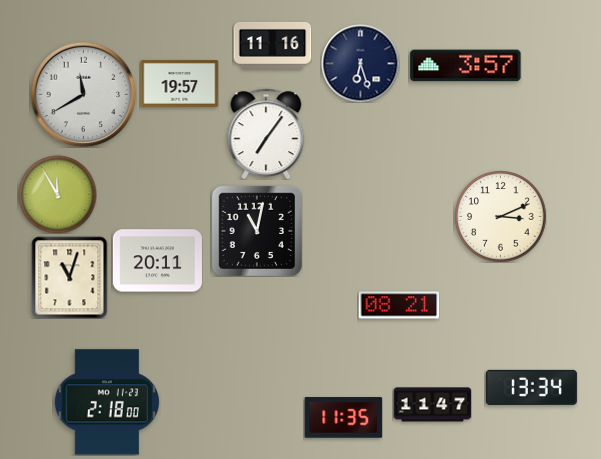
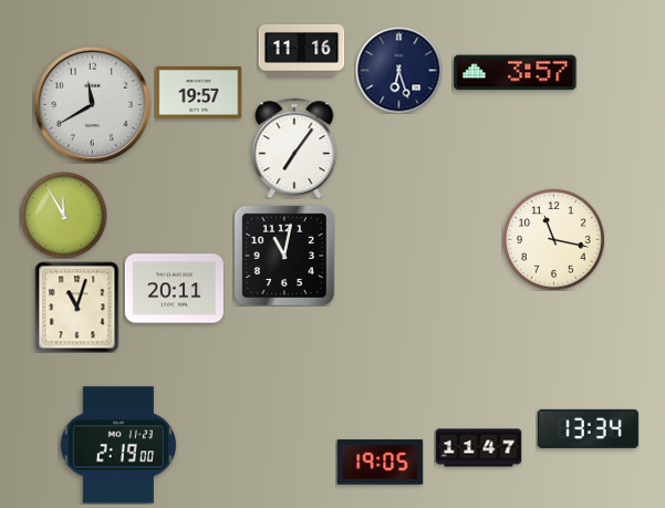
clock at (500, 216): 3:11 -> 11:17
clock at (399, 305): 08:21 -> none
clock at (107, 402): 2:18 -> 2:19
clock at (343, 418): 11:35 -> 19:05
